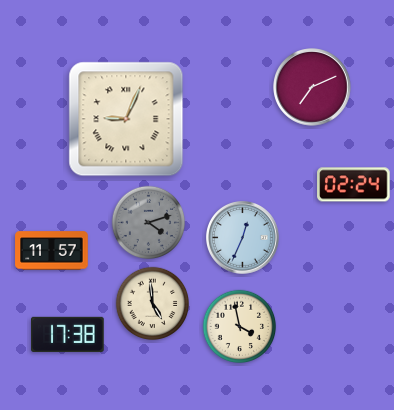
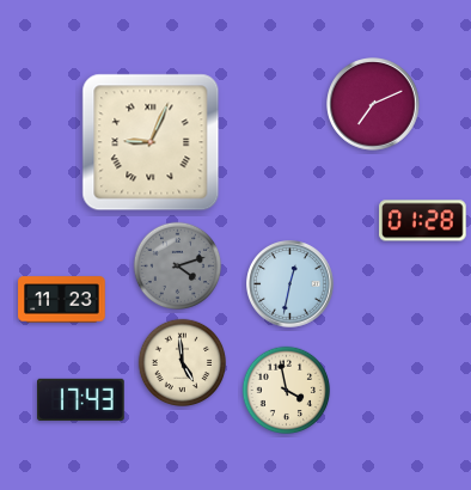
clock at (354, 185): 02:24 -> 01:28
clock at (243, 238): 12:34 -> 12:32
clock at (52, 251): 11:57 -> 11:23
clock at (68, 334): 17:38 -> 17:43
